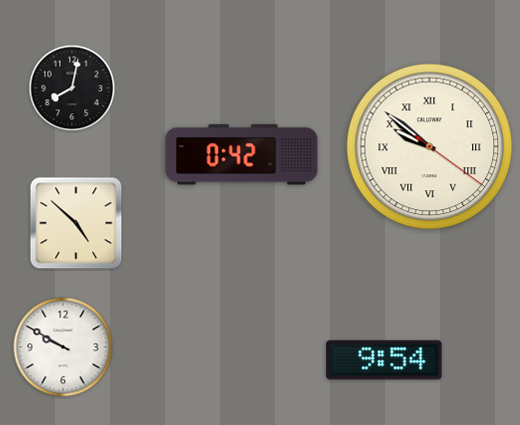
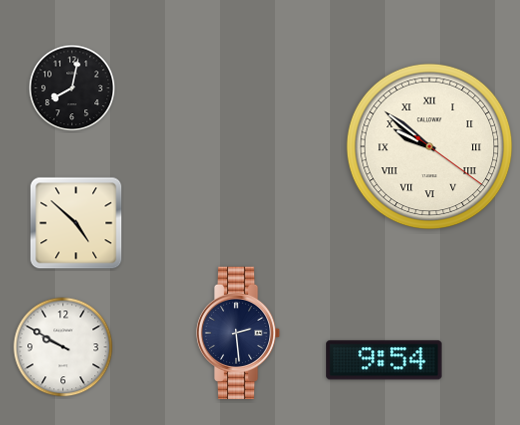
clock at (242, 155): 0:42 -> none
clock at (238, 333): none -> 2:29
